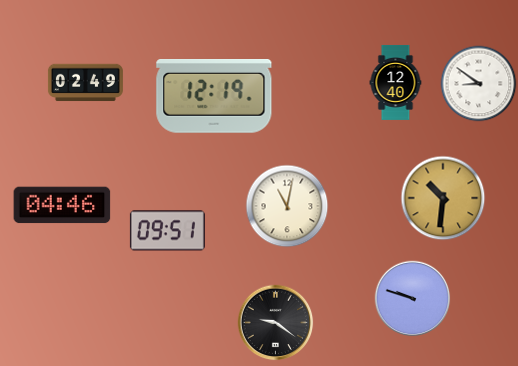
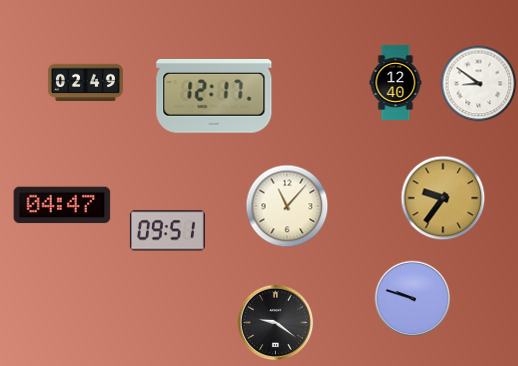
clock at (214, 97): 12:19 -> 12:17
clock at (443, 198): 10:31 -> 9:36
clock at (62, 205): 04:46 -> 04:47
clock at (287, 206): 11:02 -> 11:07
